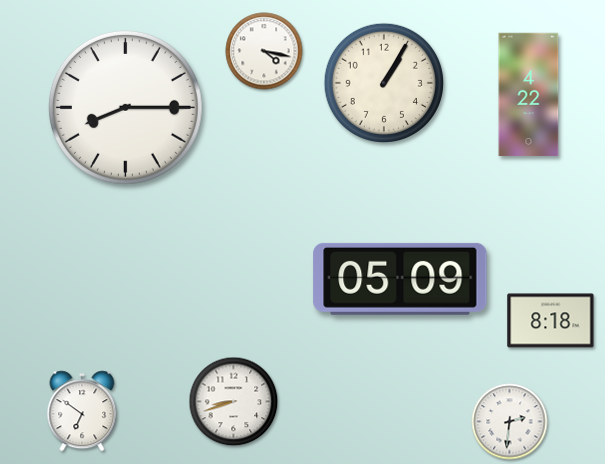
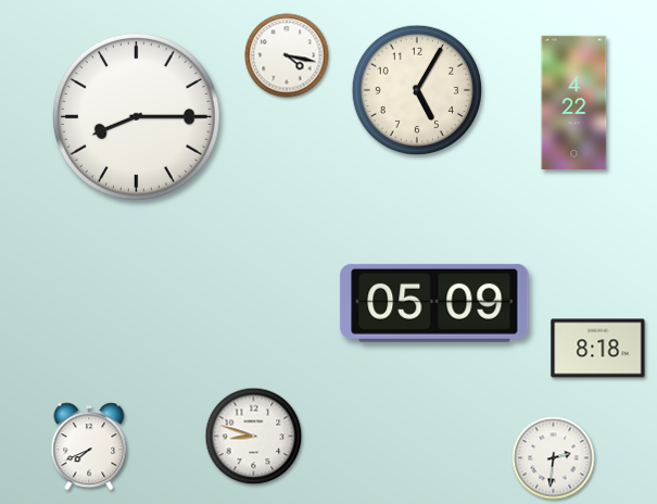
clock at (383, 82): 1:05 -> 5:05
clock at (234, 402): 8:42 -> 8:48
clock at (82, 411): 6:51 -> 7:41
